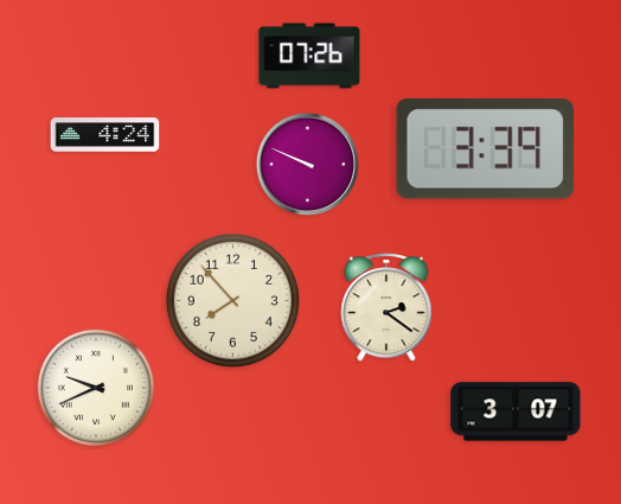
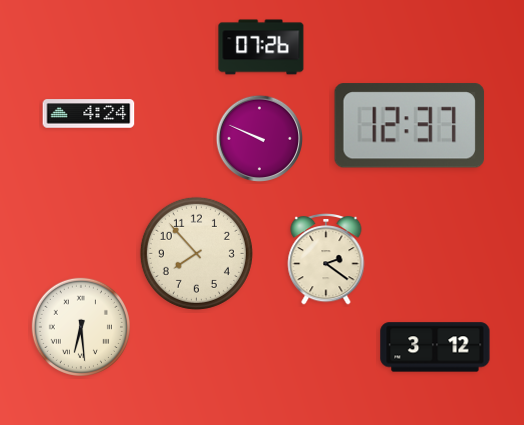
clock at (485, 149): 3:39 -> 12:37
clock at (96, 388): 9:41 -> 6:29
clock at (516, 412): 3:07 -> 3:12
